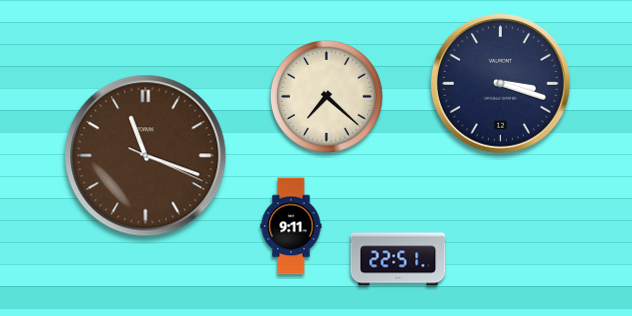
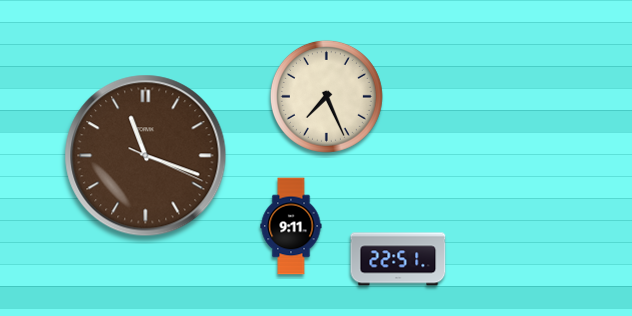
clock at (500, 83): 3:18 -> none
clock at (326, 96): 7:22 -> 7:26
